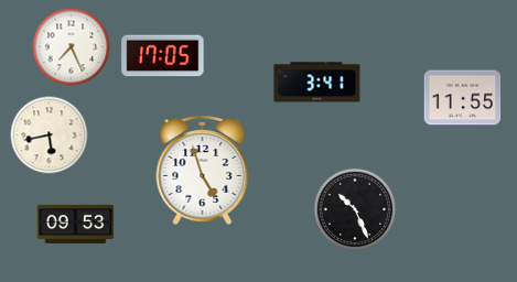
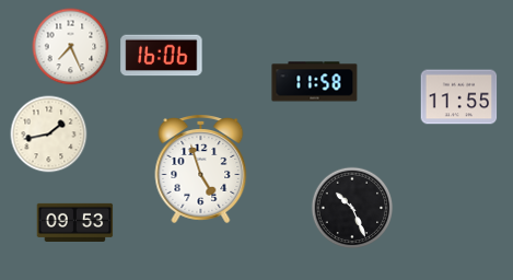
clock at (163, 56): 17:05 -> 16:06
clock at (317, 83): 3:41 -> 11:58
clock at (50, 135): 5:43 -> 1:43
